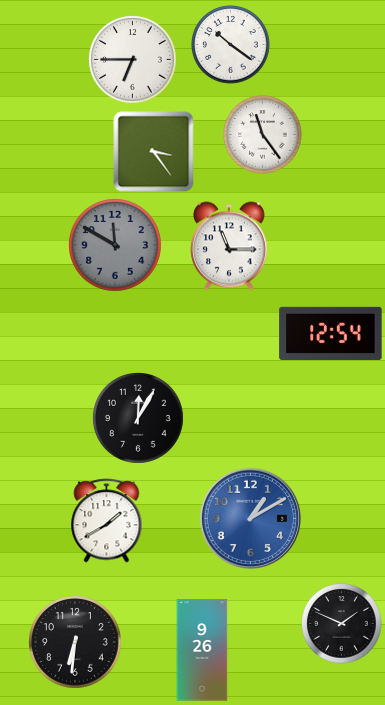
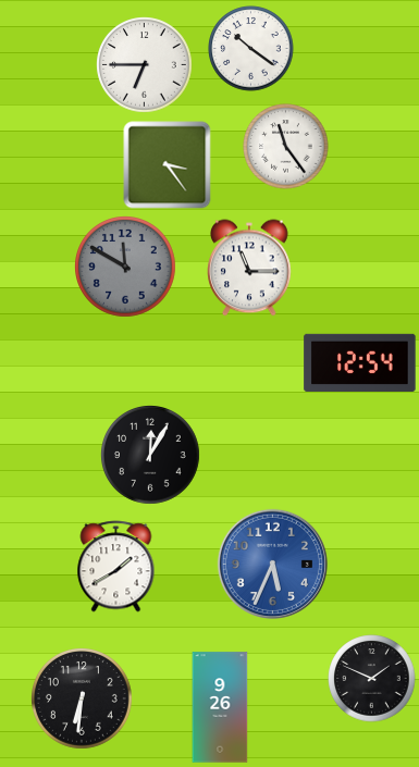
clock at (250, 518): 1:10 -> 5:34
